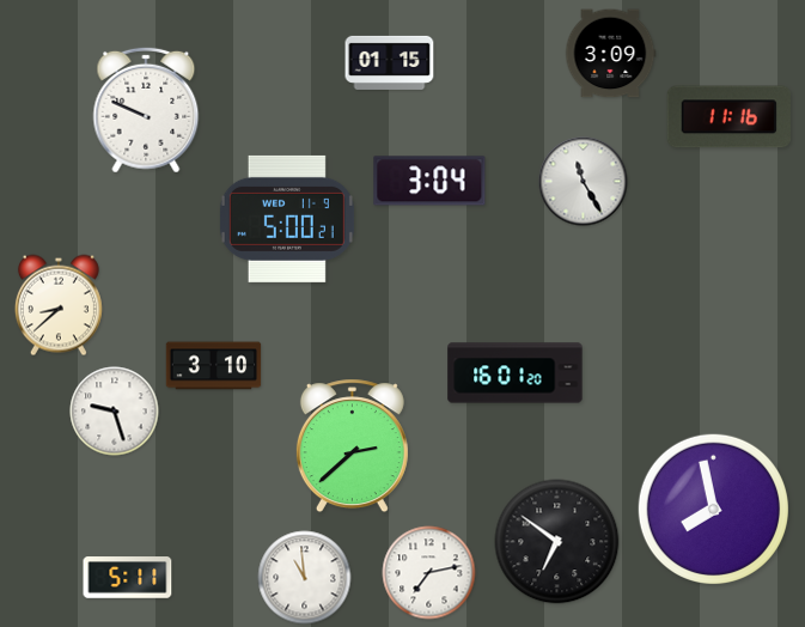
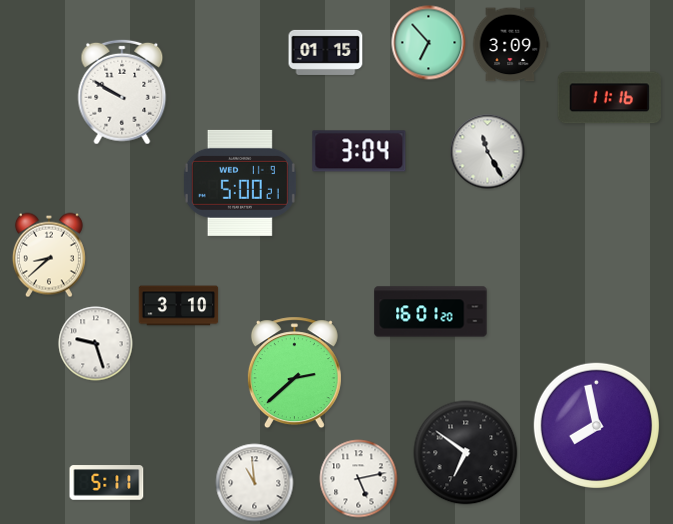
clock at (429, 43): none -> 6:53
clock at (146, 110): 9:49 -> 9:50
clock at (429, 573): 7:13 -> 5:13
